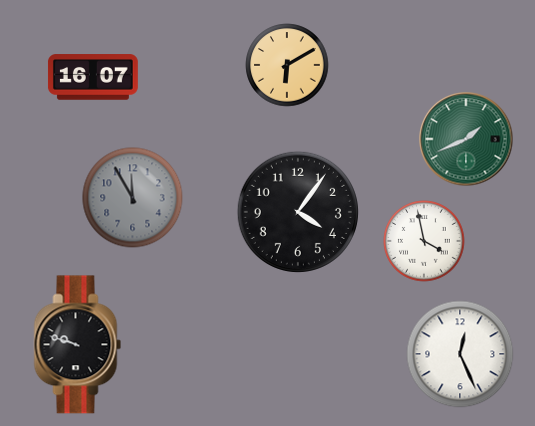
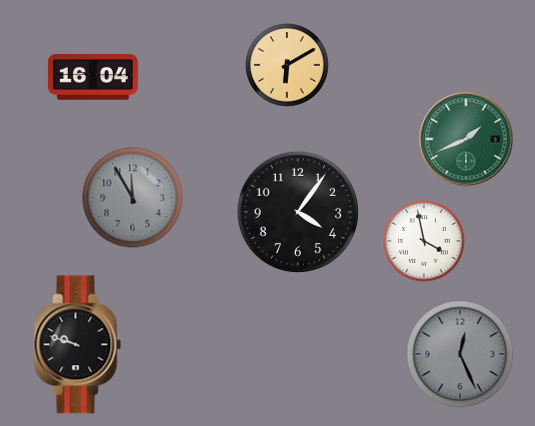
clock at (93, 77): 16:07 -> 16:04
clock at (460, 354) dial: white -> grey
